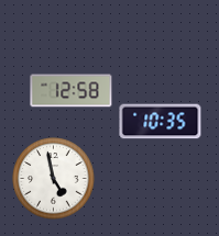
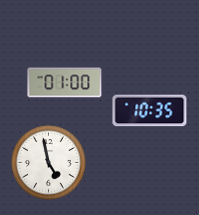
clock at (72, 91): 12:58 -> 01:00
clock at (161, 122) position: (161, 122) -> (150, 111)
